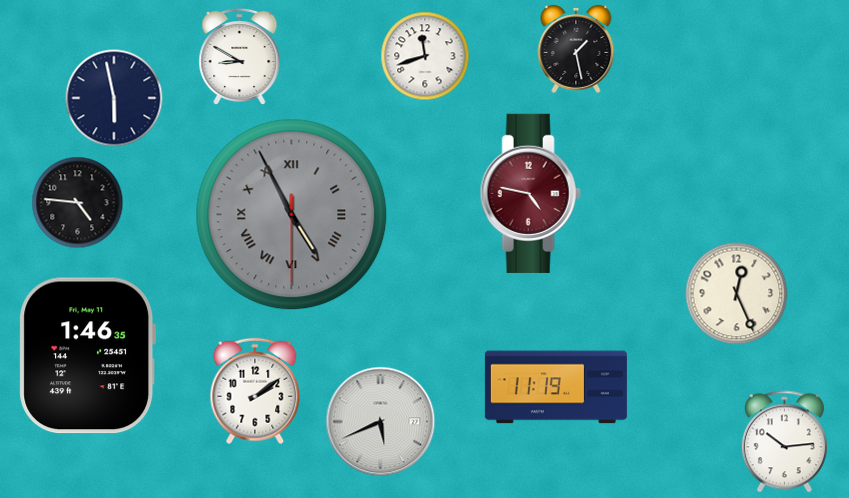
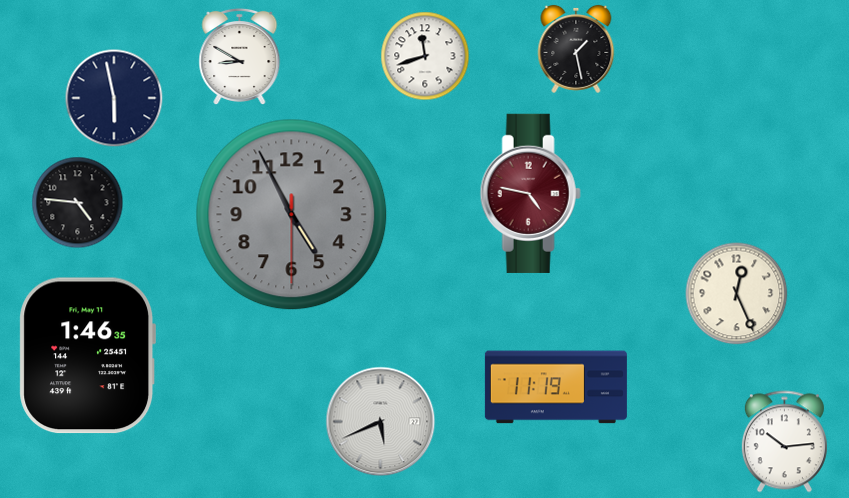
clock at (292, 215) numerals: Roman -> Arabic
clock at (255, 391): 2:09 -> none
